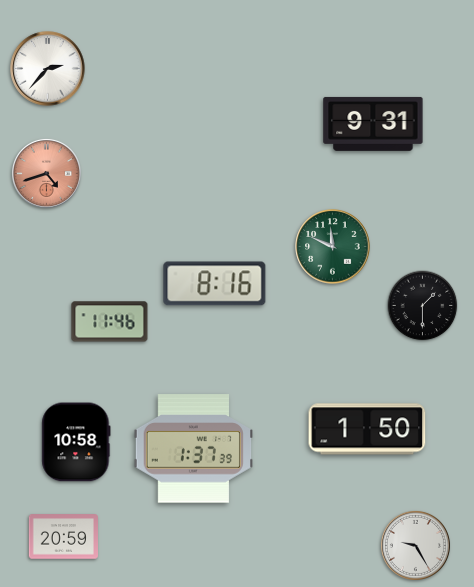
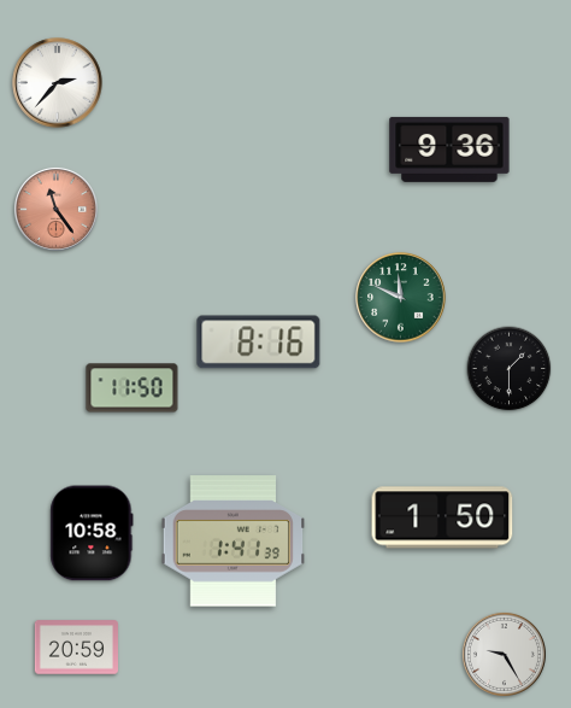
clock at (373, 124): 9:31 -> 9:36
clock at (46, 173): 4:42 -> 11:24
clock at (110, 322): 11:46 -> 11:50
clock at (193, 449): 1:37 -> 1:41
clock at (415, 545) position: (415, 545) -> (504, 654)
